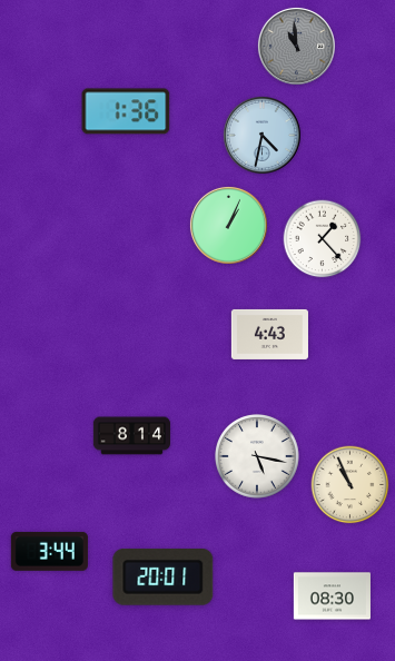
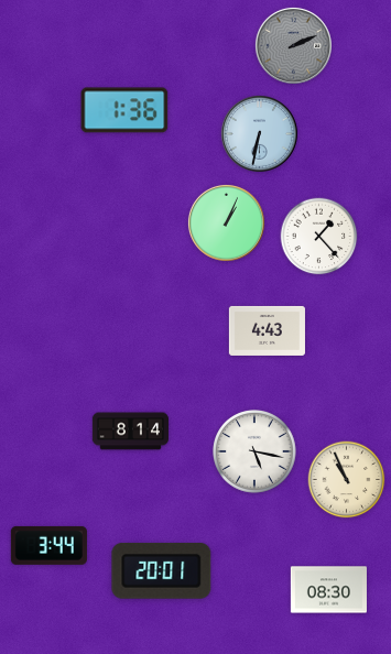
clock at (296, 46): 10:59 -> 2:11
clock at (261, 135): 4:32 -> 6:32
